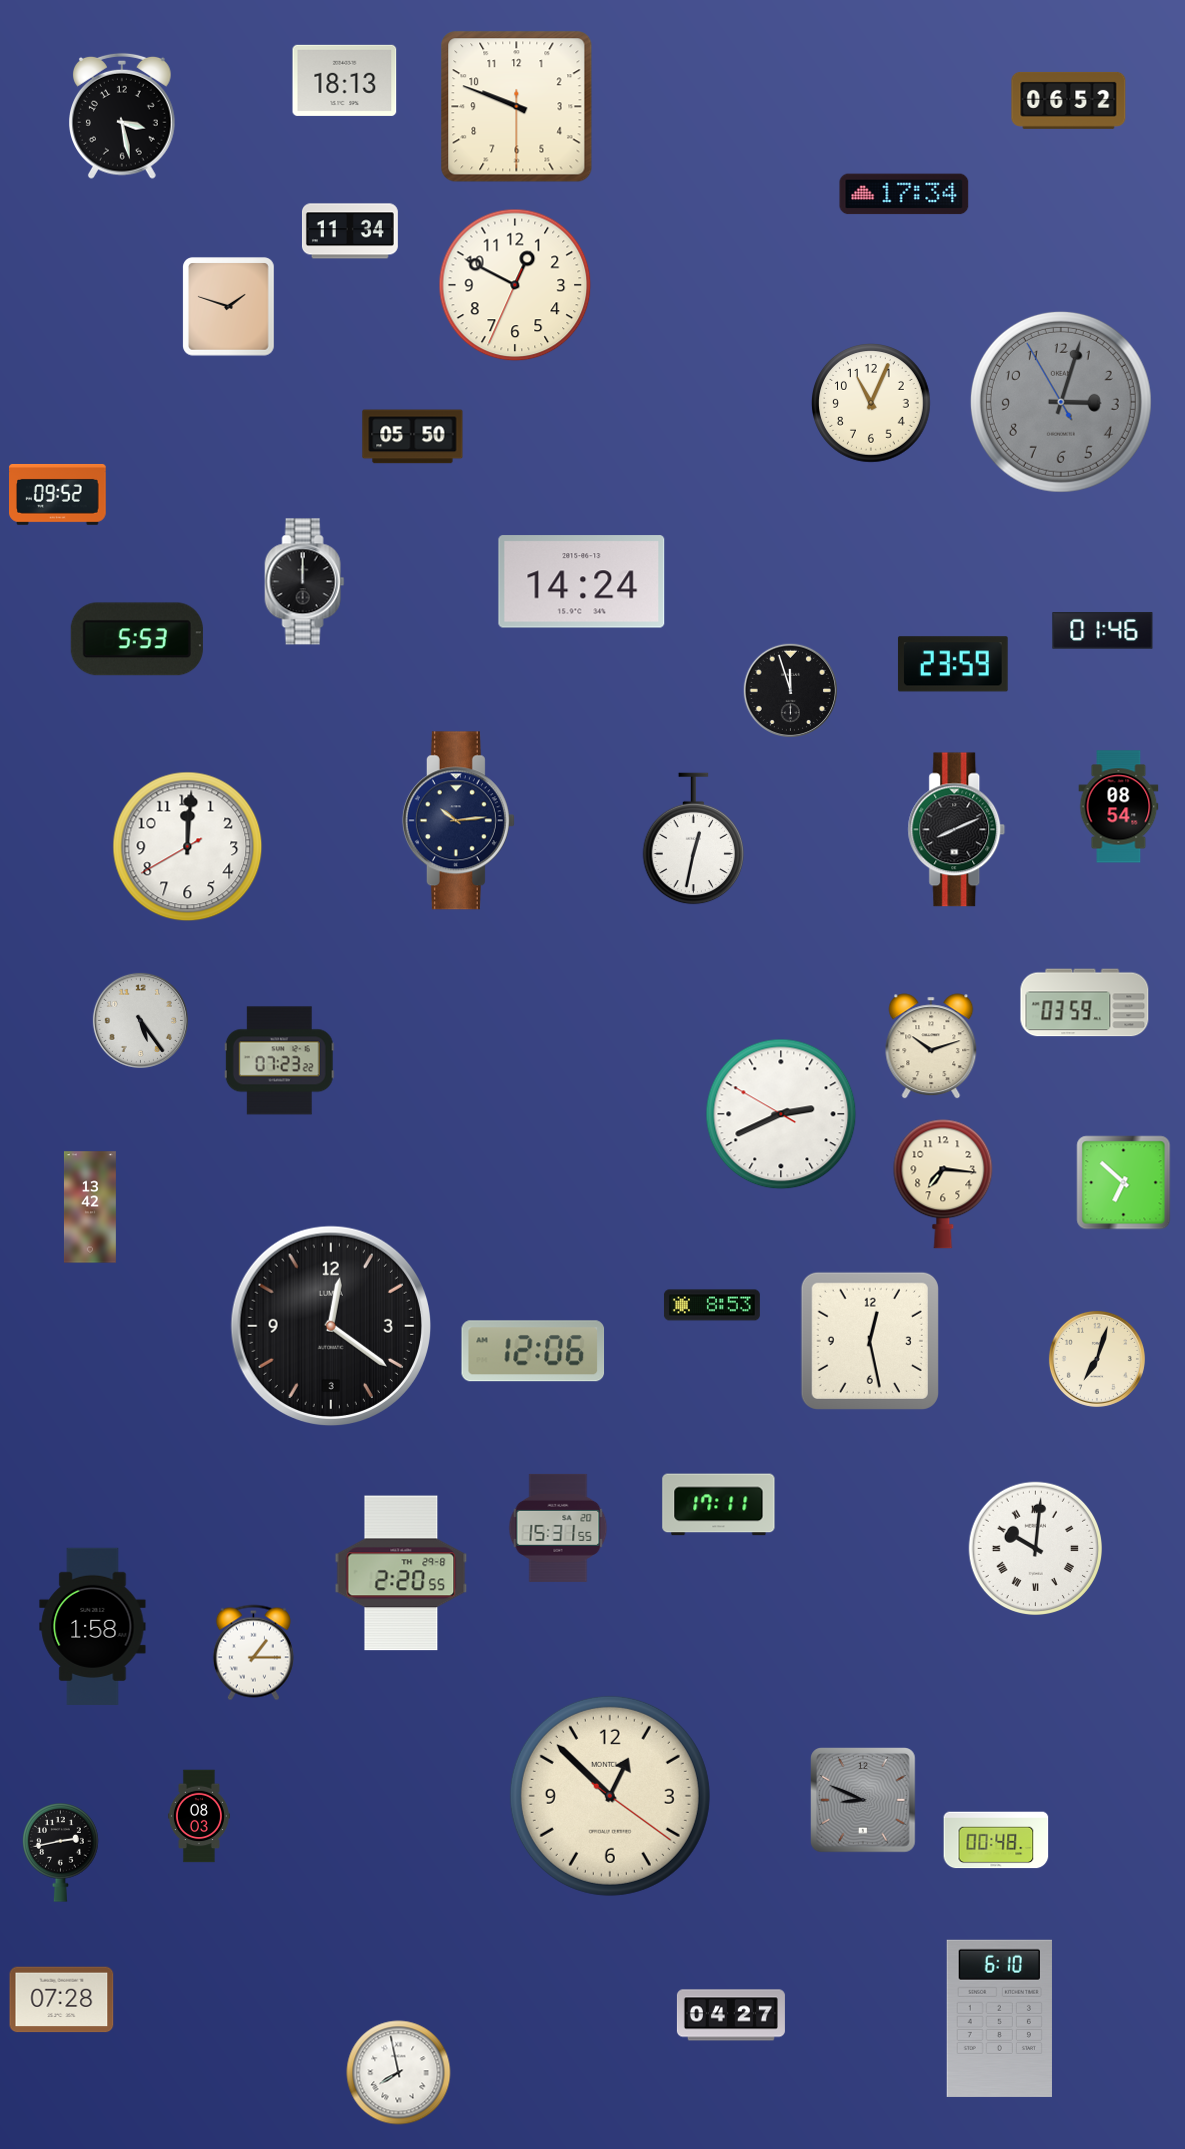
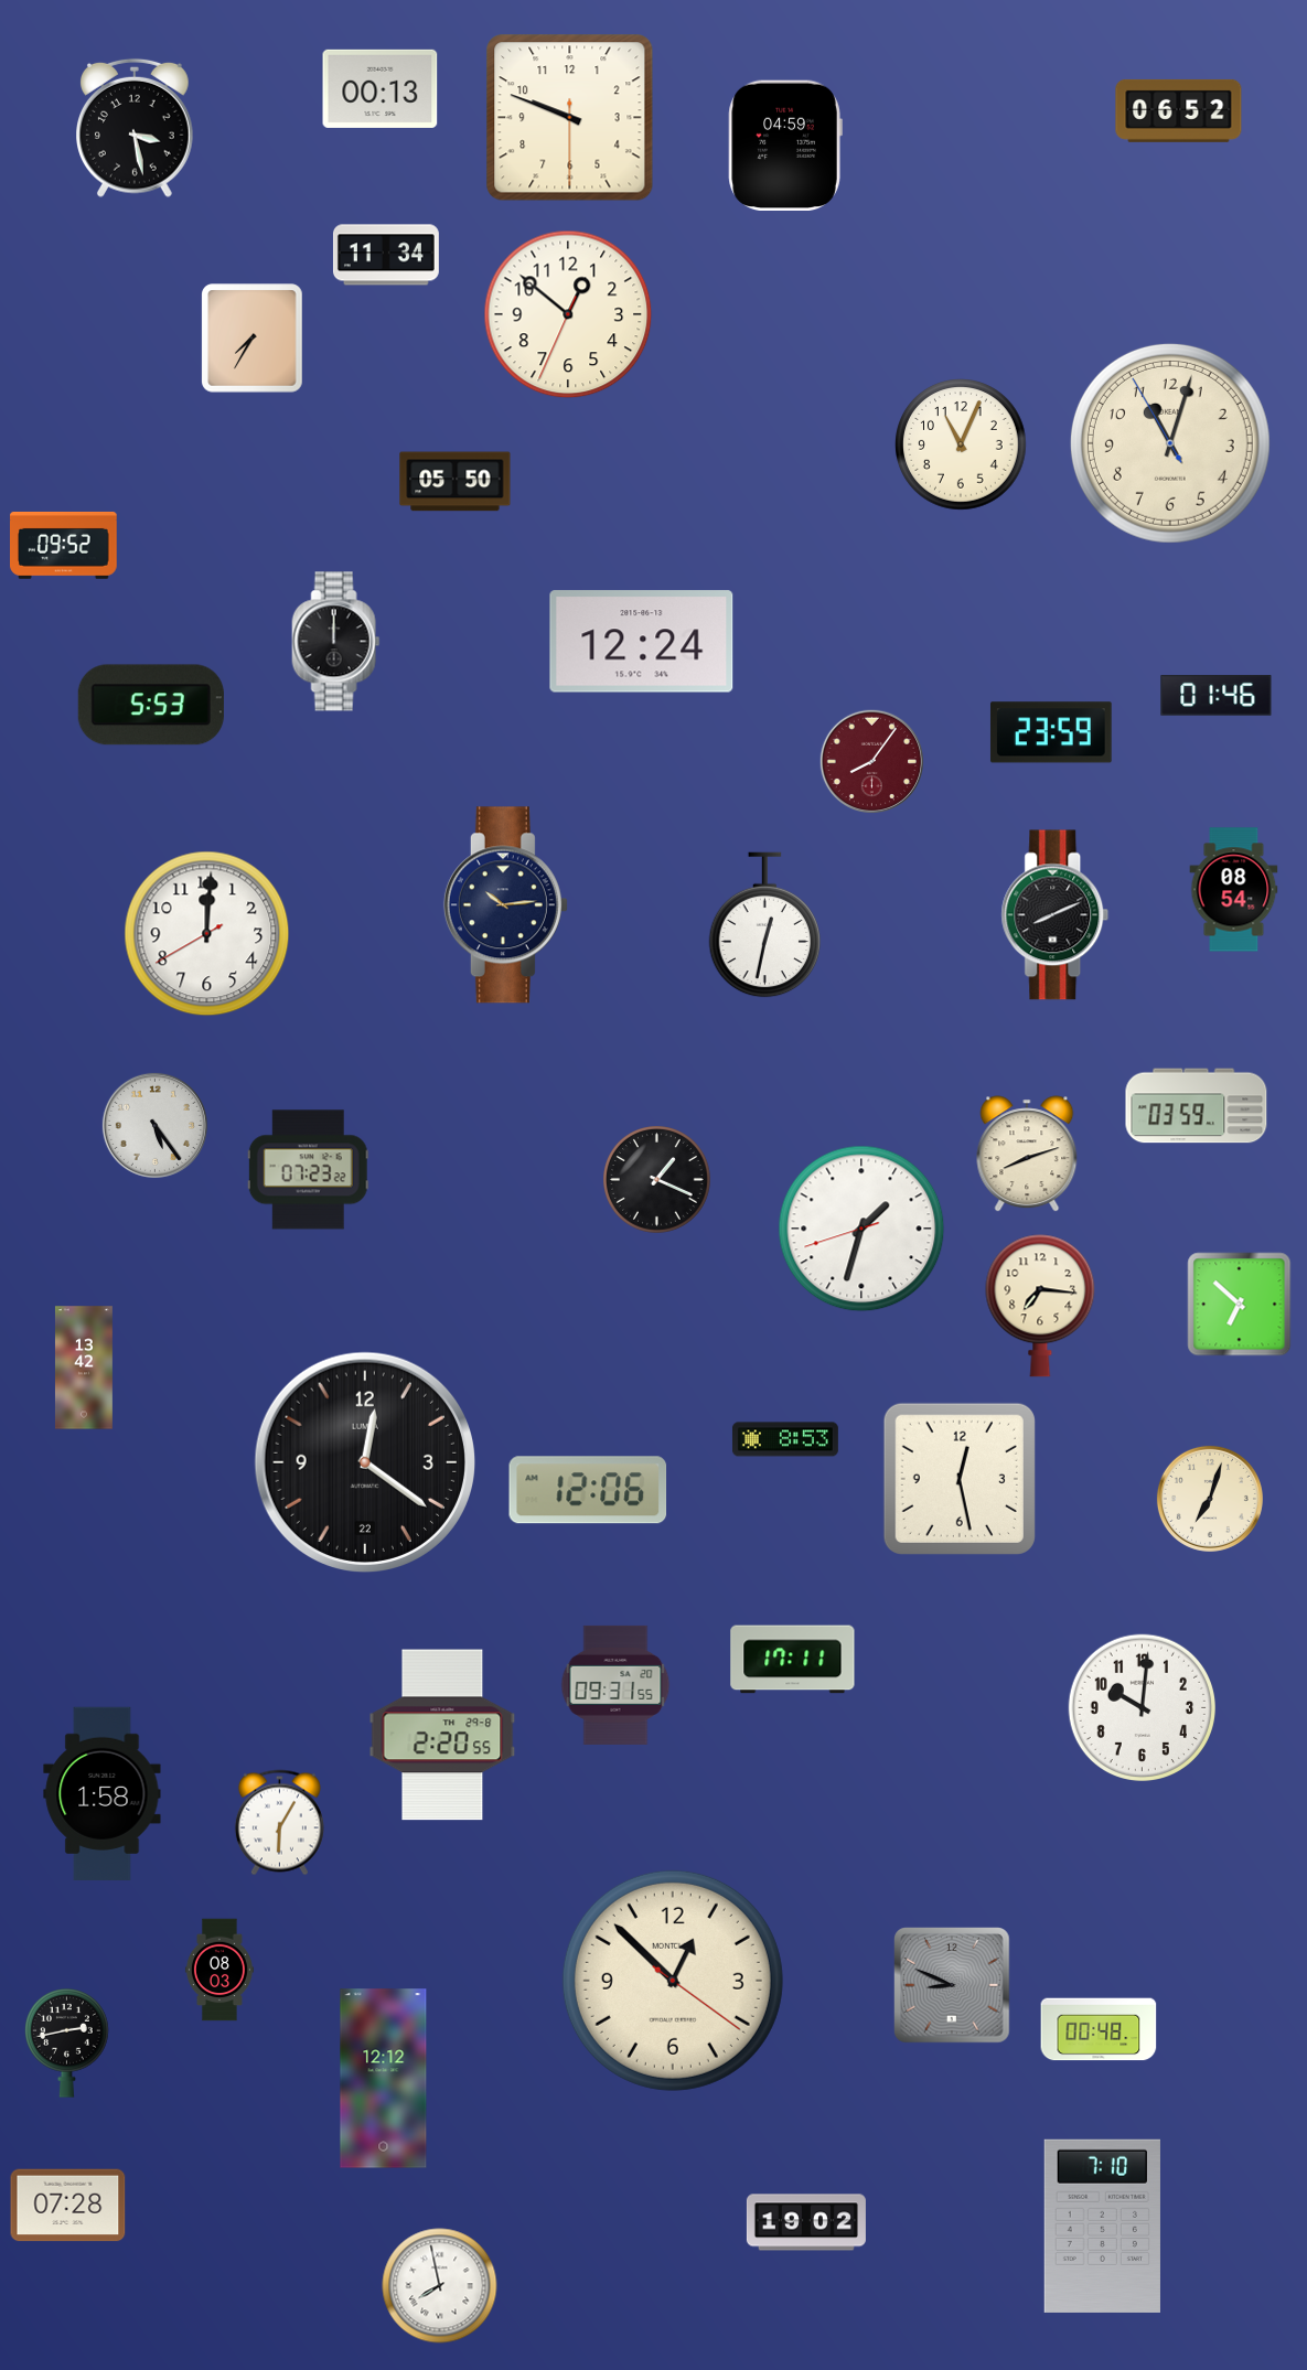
clock at (345, 80): 18:13 -> 00:13
clock at (785, 144): none -> 04:59
clock at (904, 194): 17:34 -> none
clock at (515, 285): 12:49 -> 12:51
clock at (229, 307): 1:48 -> 7:35
clock at (1061, 402): 3:02 -> 11:02
clock at (1061, 402) dial: grey -> cream
clock at (582, 582): 14:24 -> 12:24
clock at (790, 690): 11:57 -> 8:06
clock at (790, 690) dial: black -> burgundy
clock at (931, 1046): 10:12 -> 8:12
clock at (657, 1180): none -> 1:19
clock at (781, 1114): 2:40 -> 1:32
clock at (90, 1207) position: (90, 1207) -> (84, 1368)
clock at (330, 1325) date: 3 -> 22
clock at (558, 1528): 15:31 -> 09:31
clock at (1035, 1548) numerals: Roman -> Arabic
clock at (253, 1653): 1:15 -> 6:05
clock at (199, 1816) position: (199, 1816) -> (219, 1970)
clock at (384, 2079): none -> 12:12
clock at (731, 2015): 04:27 -> 19:02
clock at (999, 2018): 6:10 -> 7:10
